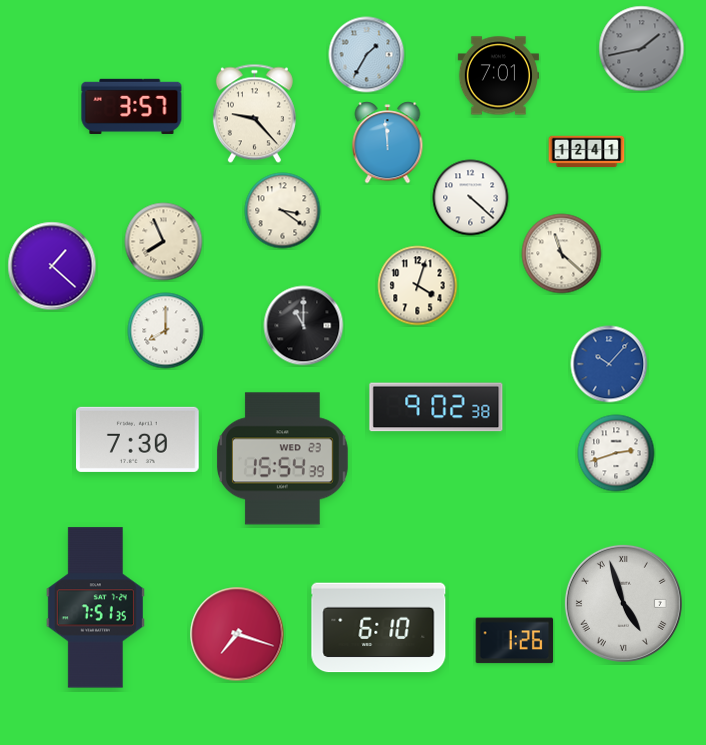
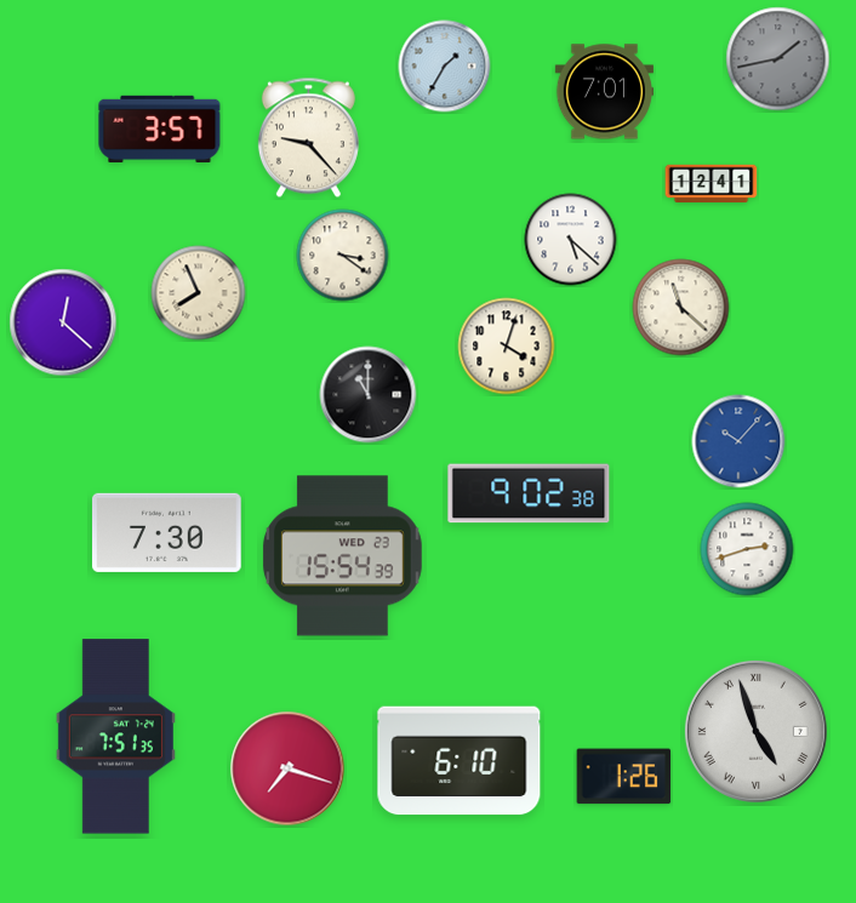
clock at (388, 143): 11:59 -> none
clock at (471, 198): 4:22 -> 5:22
clock at (52, 266): 1:22 -> 12:22
clock at (166, 331): 8:00 -> none
